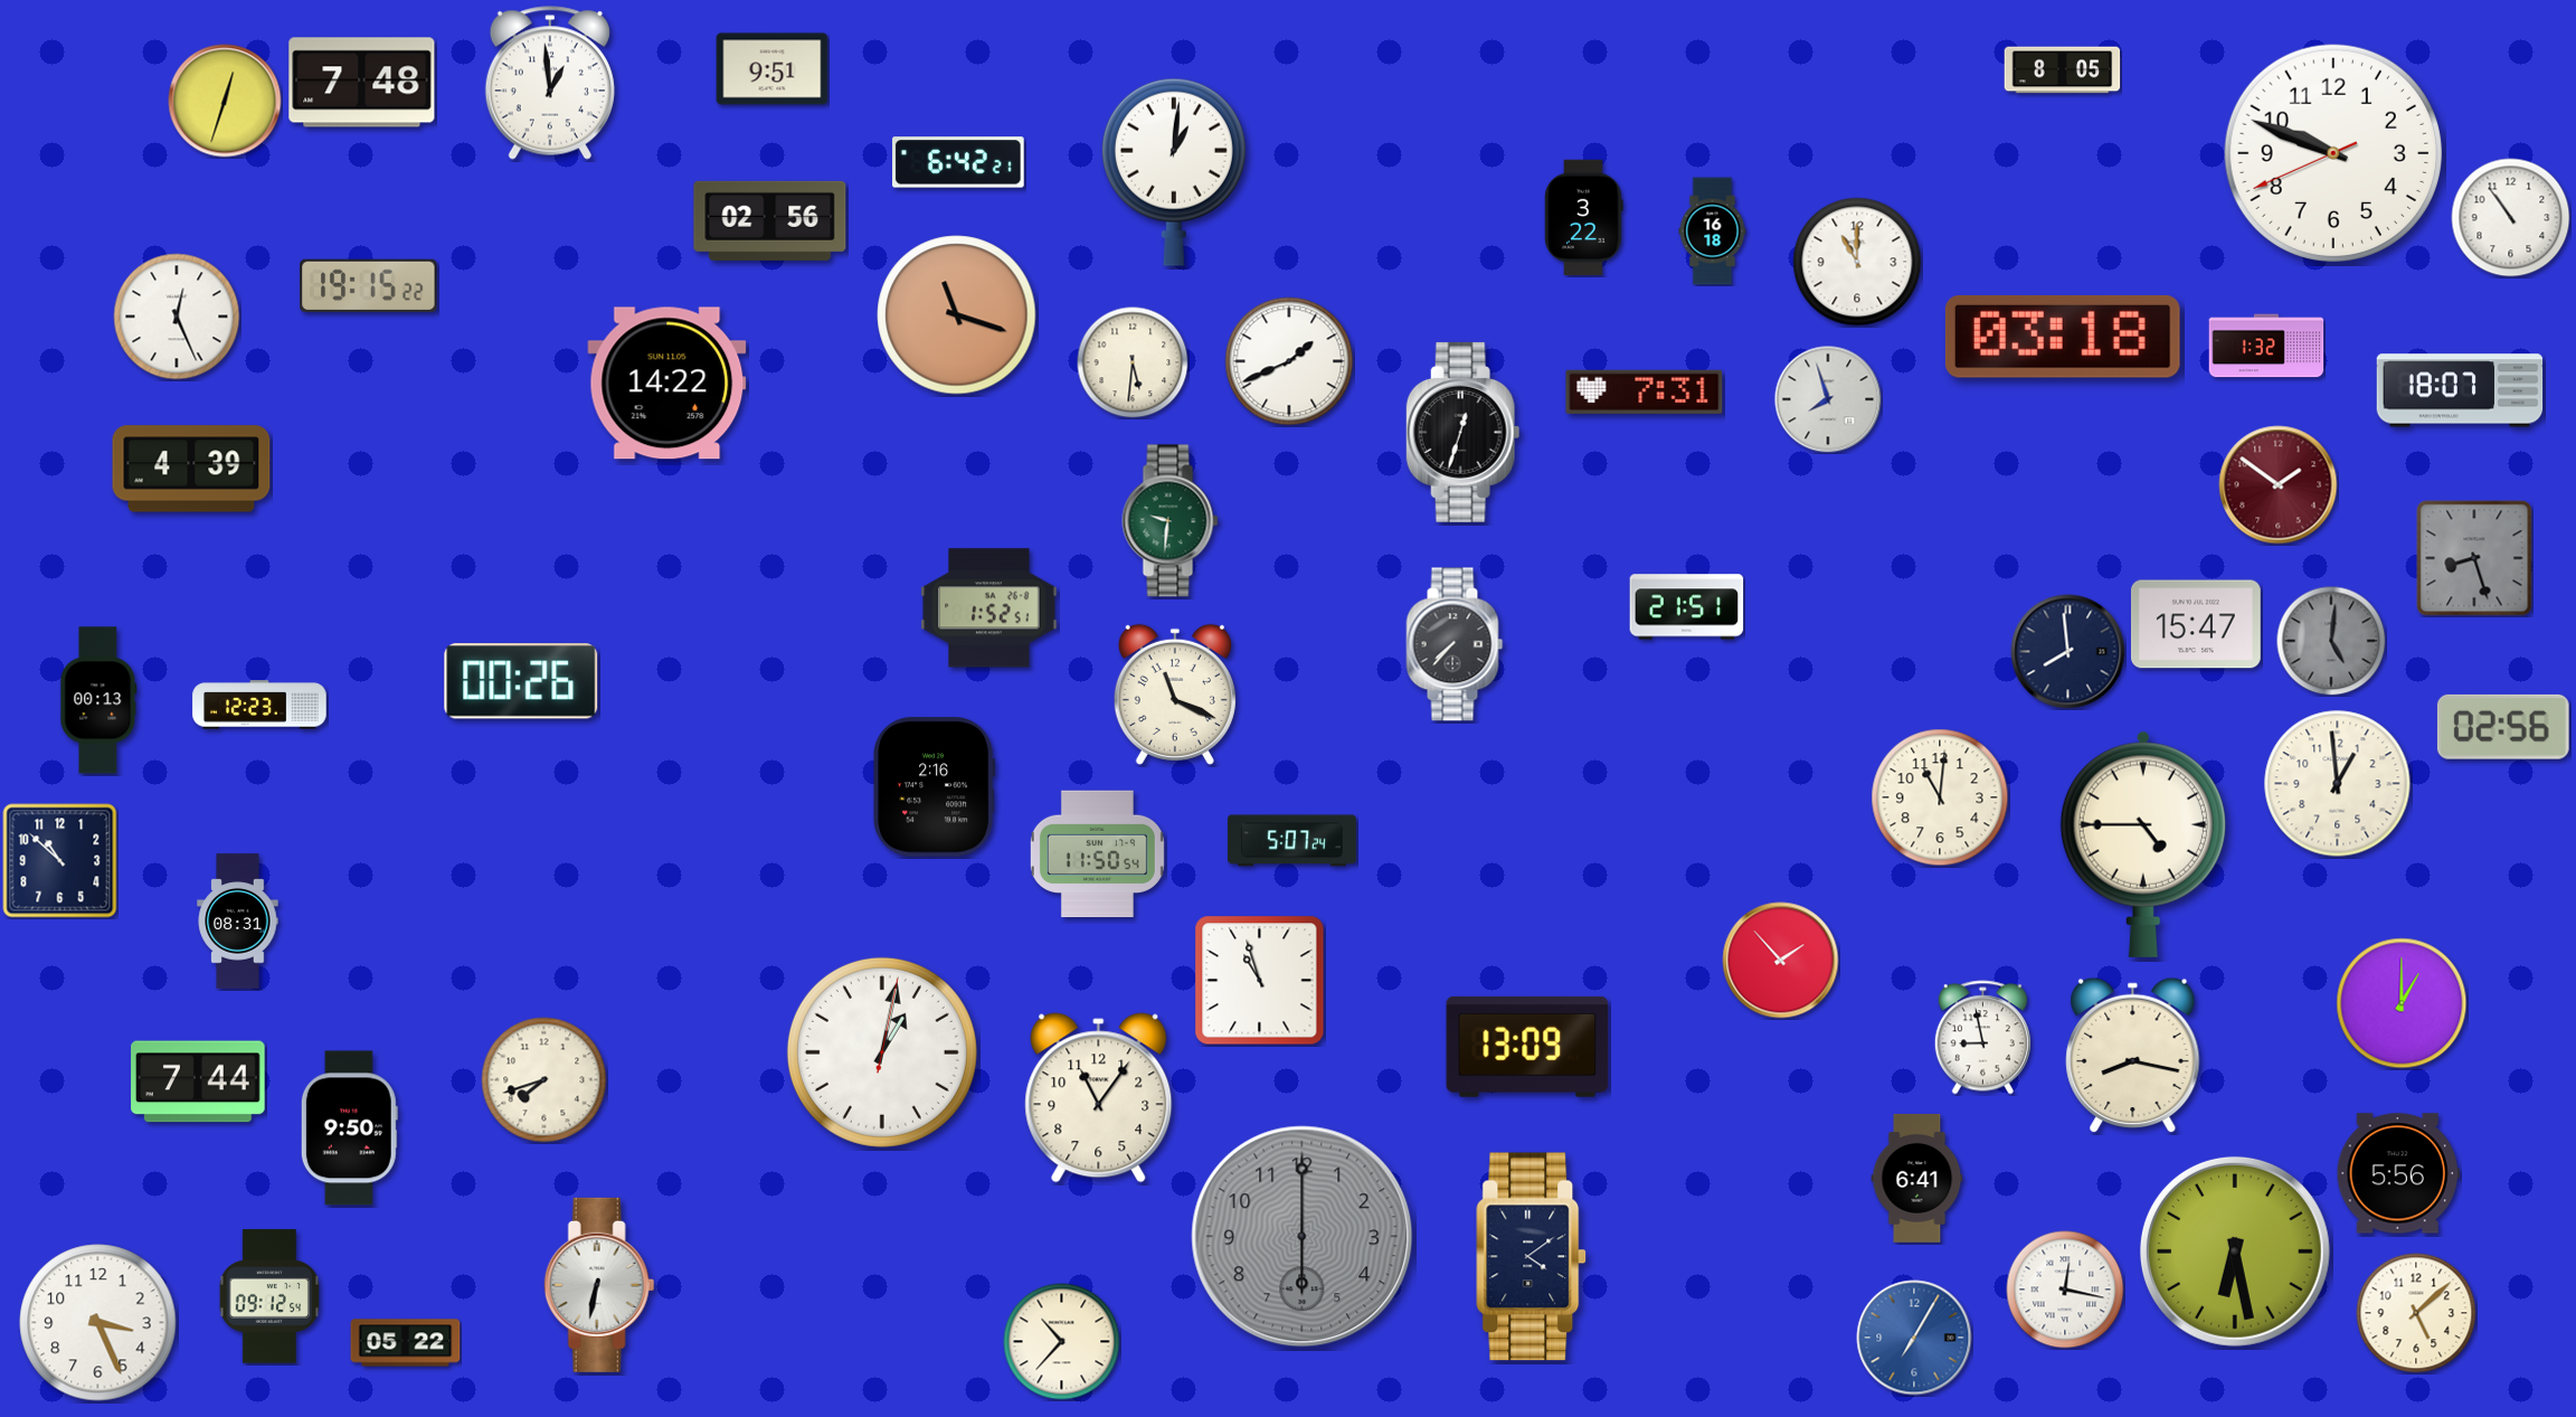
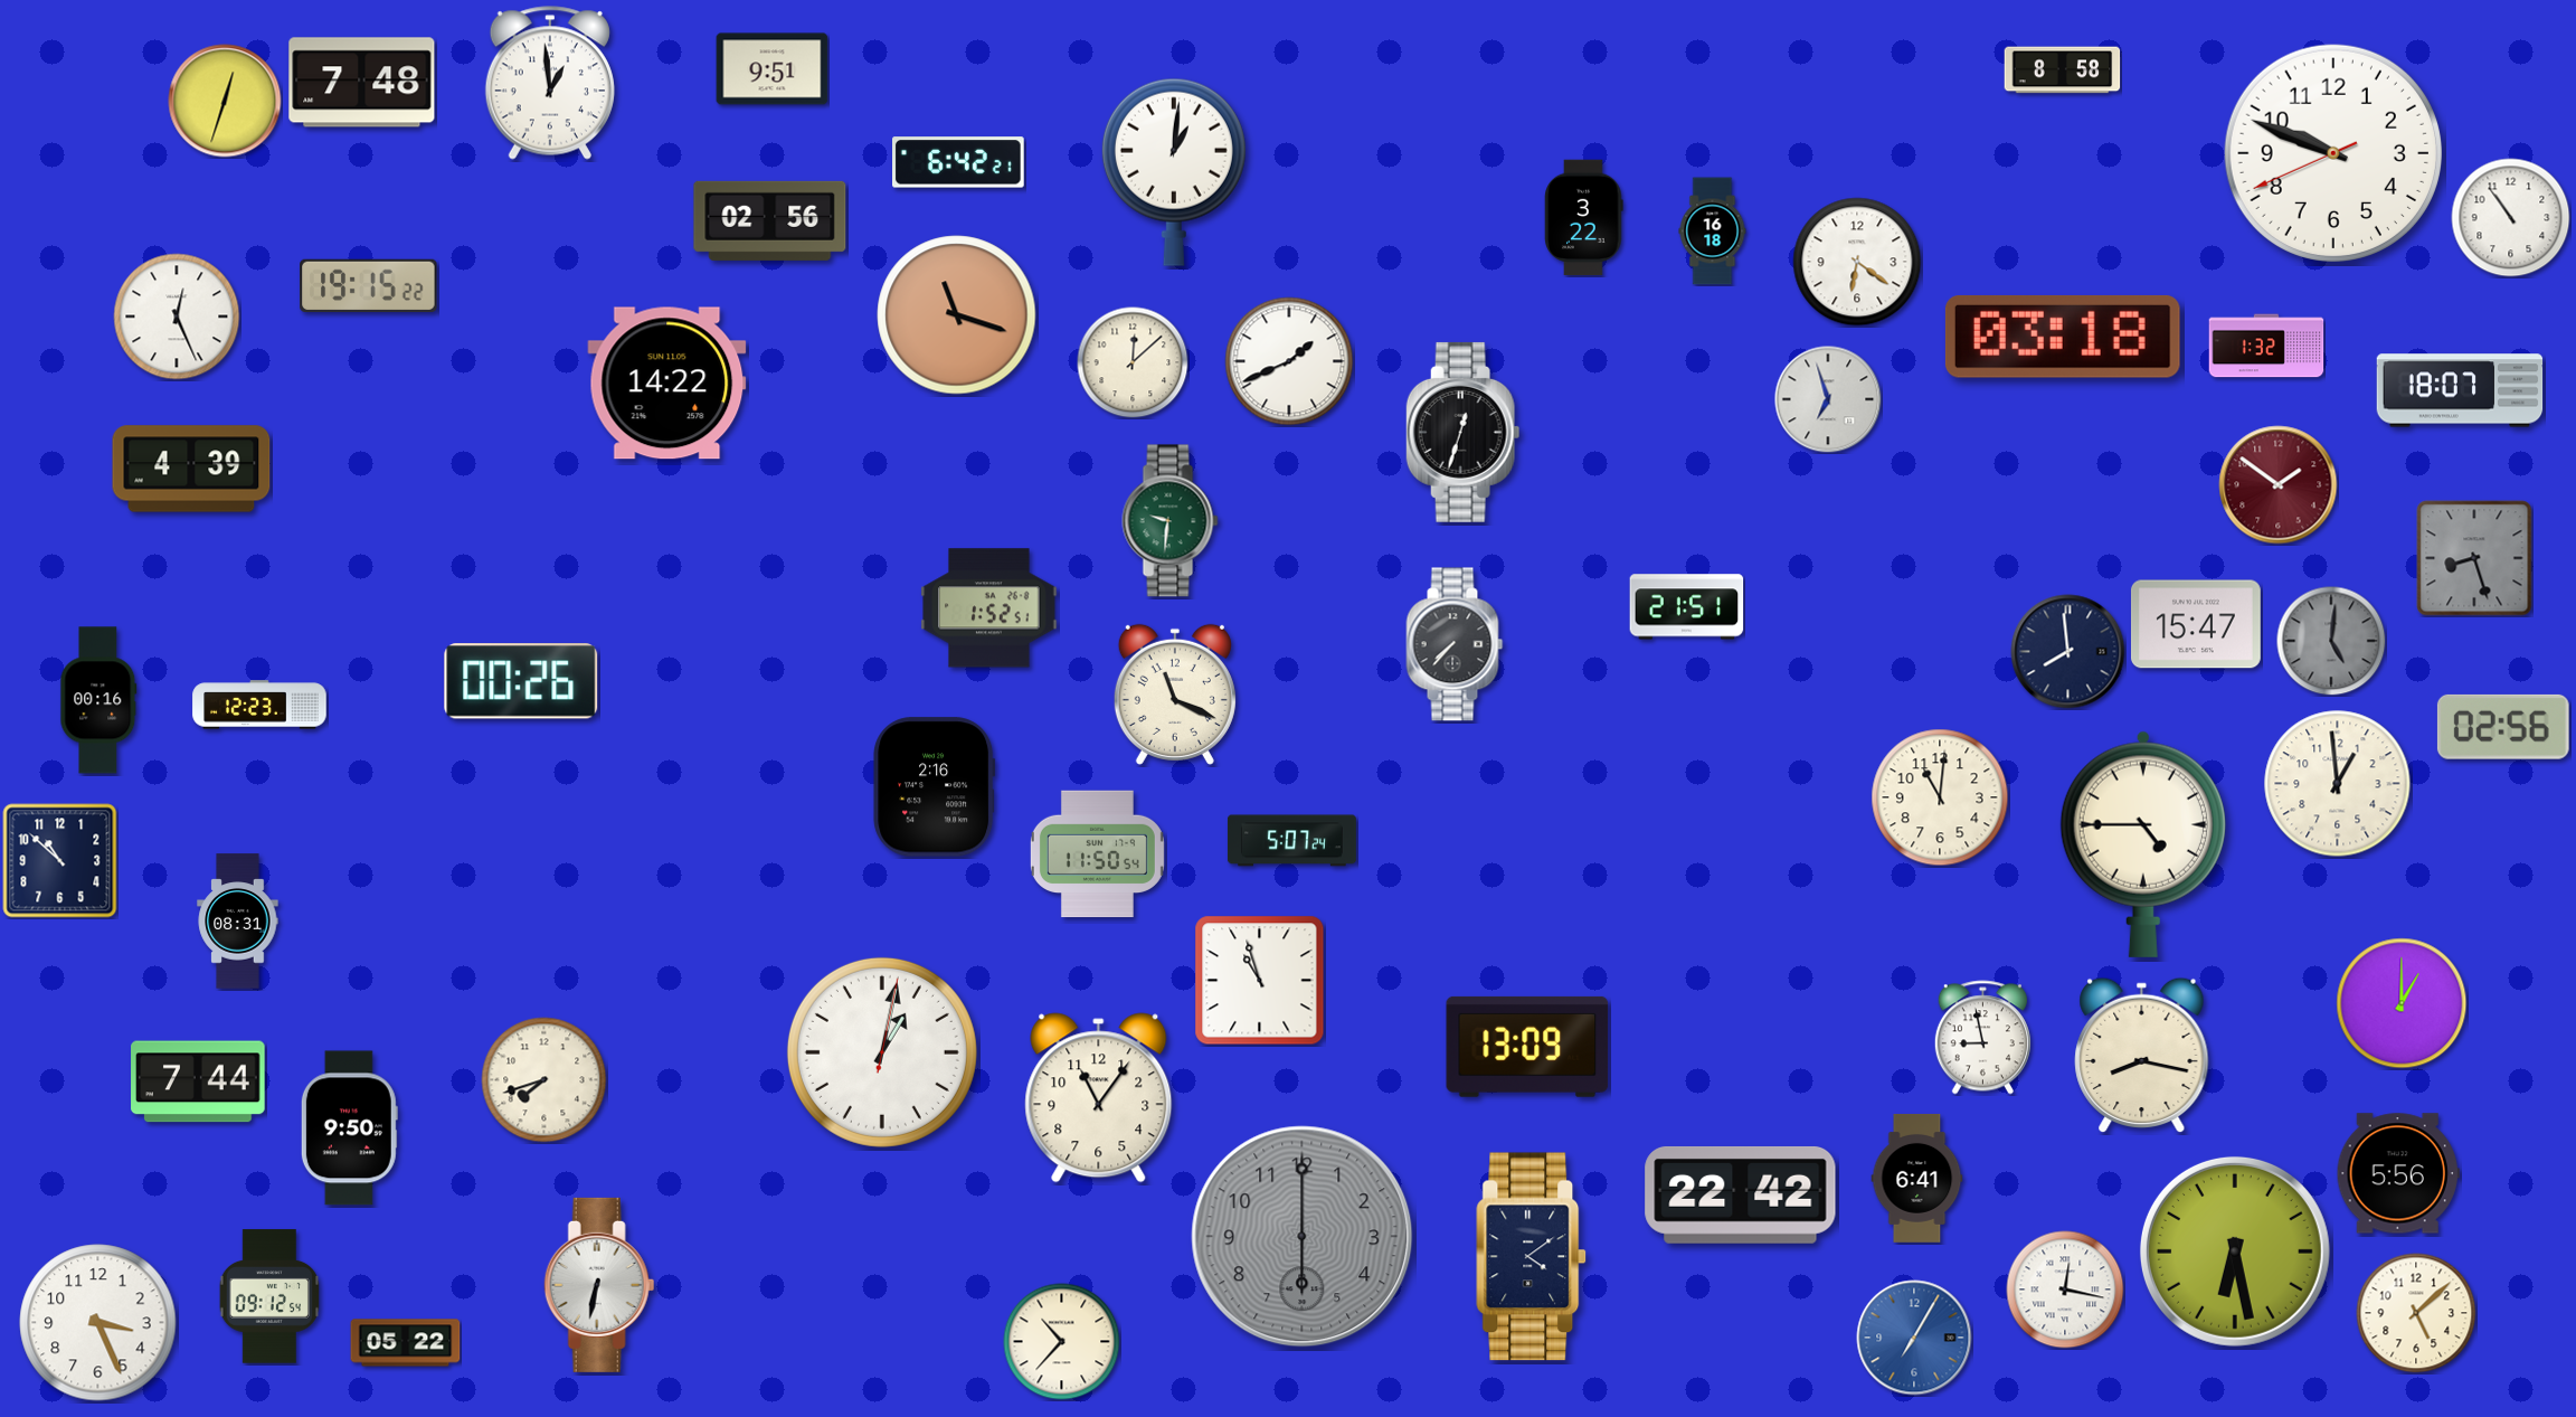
clock at (2063, 70): 8:05 -> 8:58
clock at (1857, 262): 11:00 -> 6:21
clock at (1133, 362): 5:31 -> 12:08
clock at (1645, 391): 7:31 -> none
clock at (1828, 399): 7:57 -> 6:57
clock at (98, 700): 00:13 -> 00:16
clock at (1781, 961): 1:53 -> none
clock at (2133, 1056) position: (2133, 1056) -> (2142, 1056)
clock at (1741, 1194): none -> 22:42
